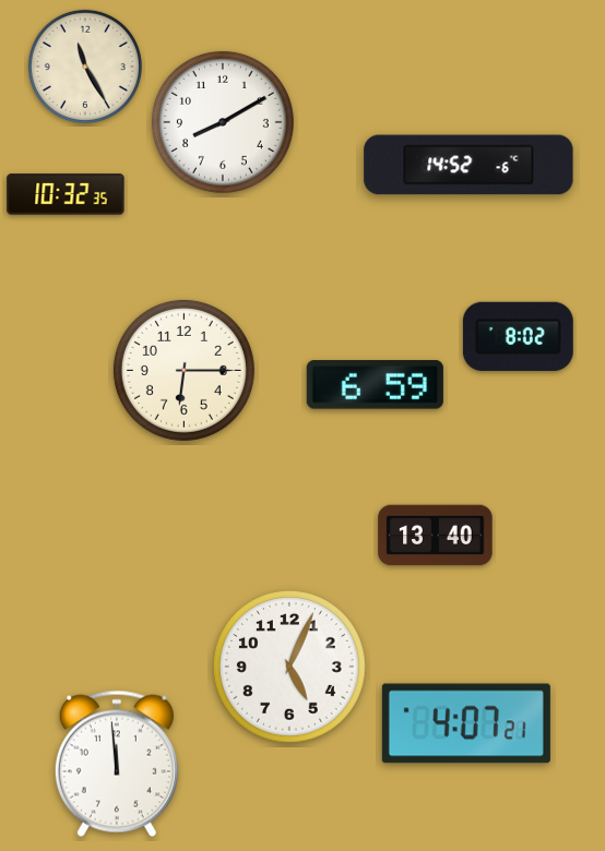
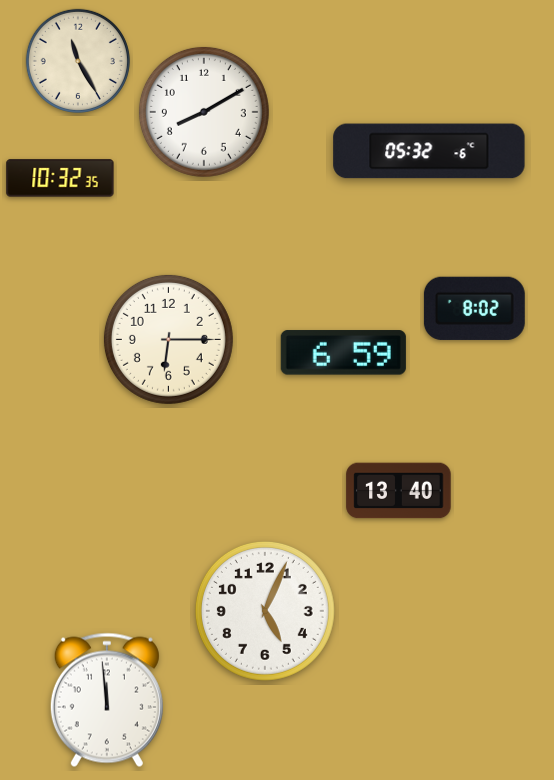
clock at (468, 165): 14:52 -> 05:32
clock at (466, 723): 4:07 -> none
